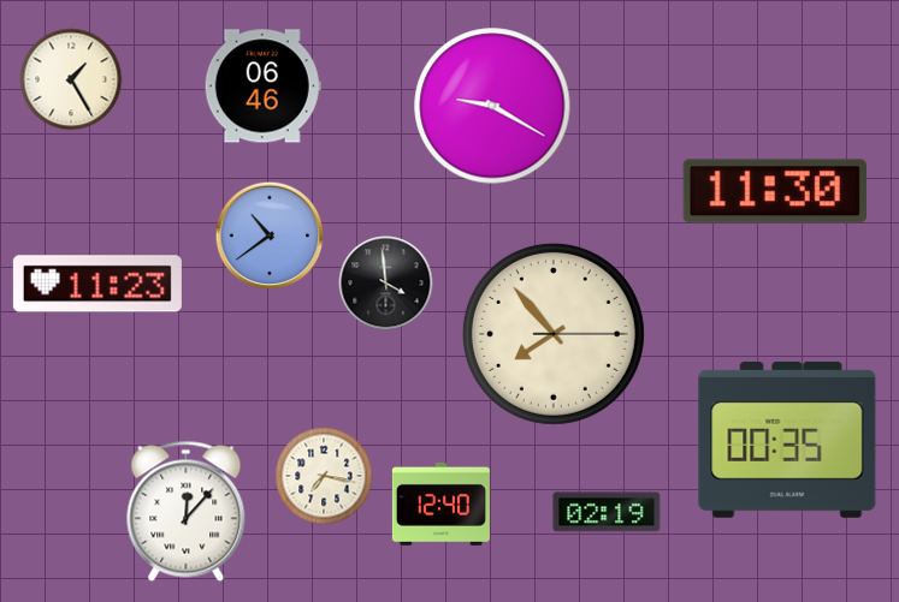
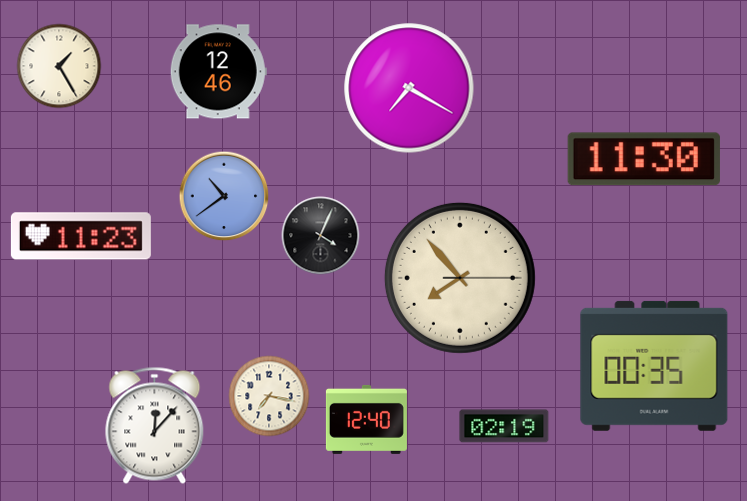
clock at (262, 87): 06:46 -> 12:46
clock at (492, 106): 9:20 -> 7:20
clock at (386, 284): 3:59 -> 4:04
